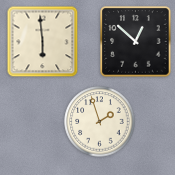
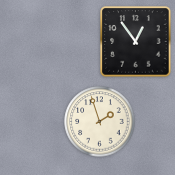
clock at (43, 42): 5:59 -> none
clock at (136, 42): 12:52 -> 12:54
